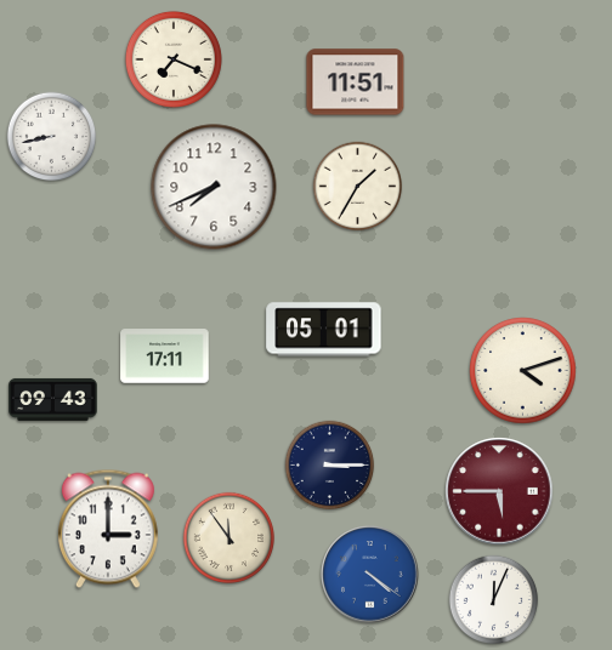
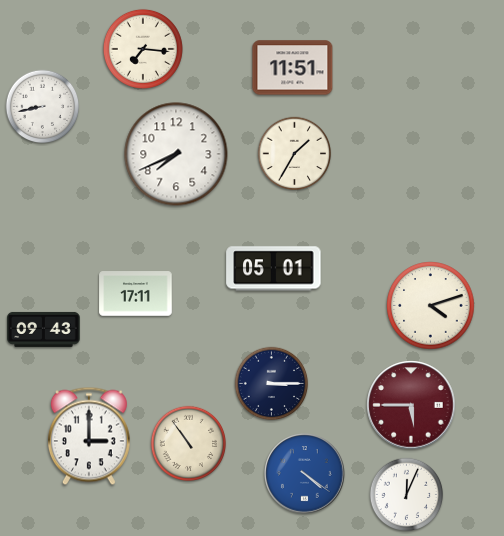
clock at (174, 59): 7:19 -> 7:16
clock at (52, 137) position: (52, 137) -> (43, 107)
clock at (324, 330) position: (324, 330) -> (274, 269)
clock at (228, 537): 11:54 -> 10:54
